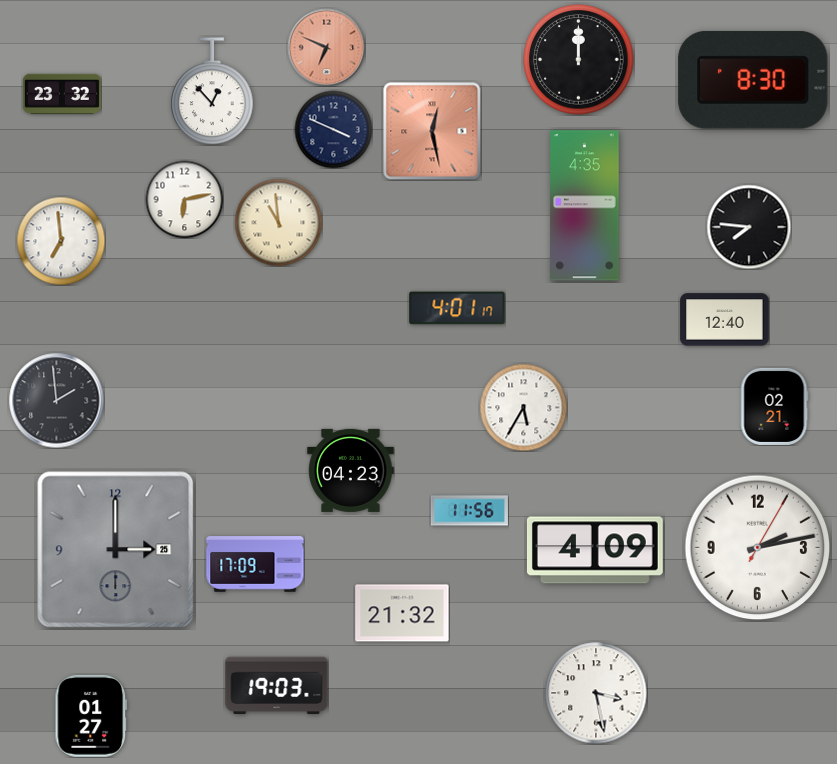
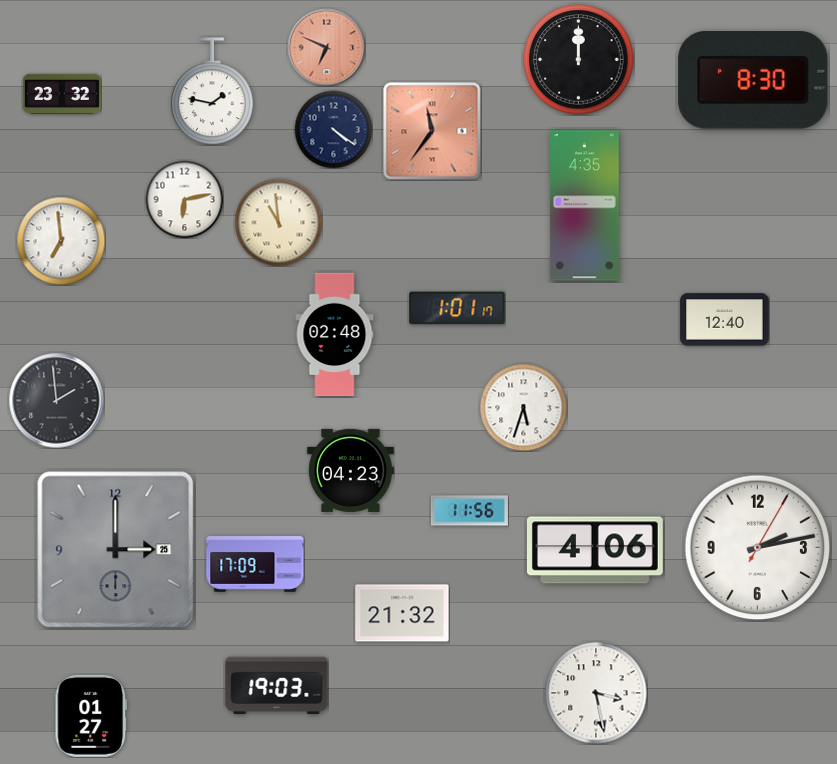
clock at (212, 91): 12:53 -> 1:47
clock at (333, 129): 3:49 -> 4:21
clock at (432, 131): 12:28 -> 11:36
clock at (749, 227): 7:46 -> none
clock at (457, 308): 4:01 -> 1:01
clock at (335, 335): none -> 02:48
clock at (775, 406): 02:21 -> none
clock at (523, 407): 5:35 -> 5:33
clock at (595, 550): 4:09 -> 4:06
